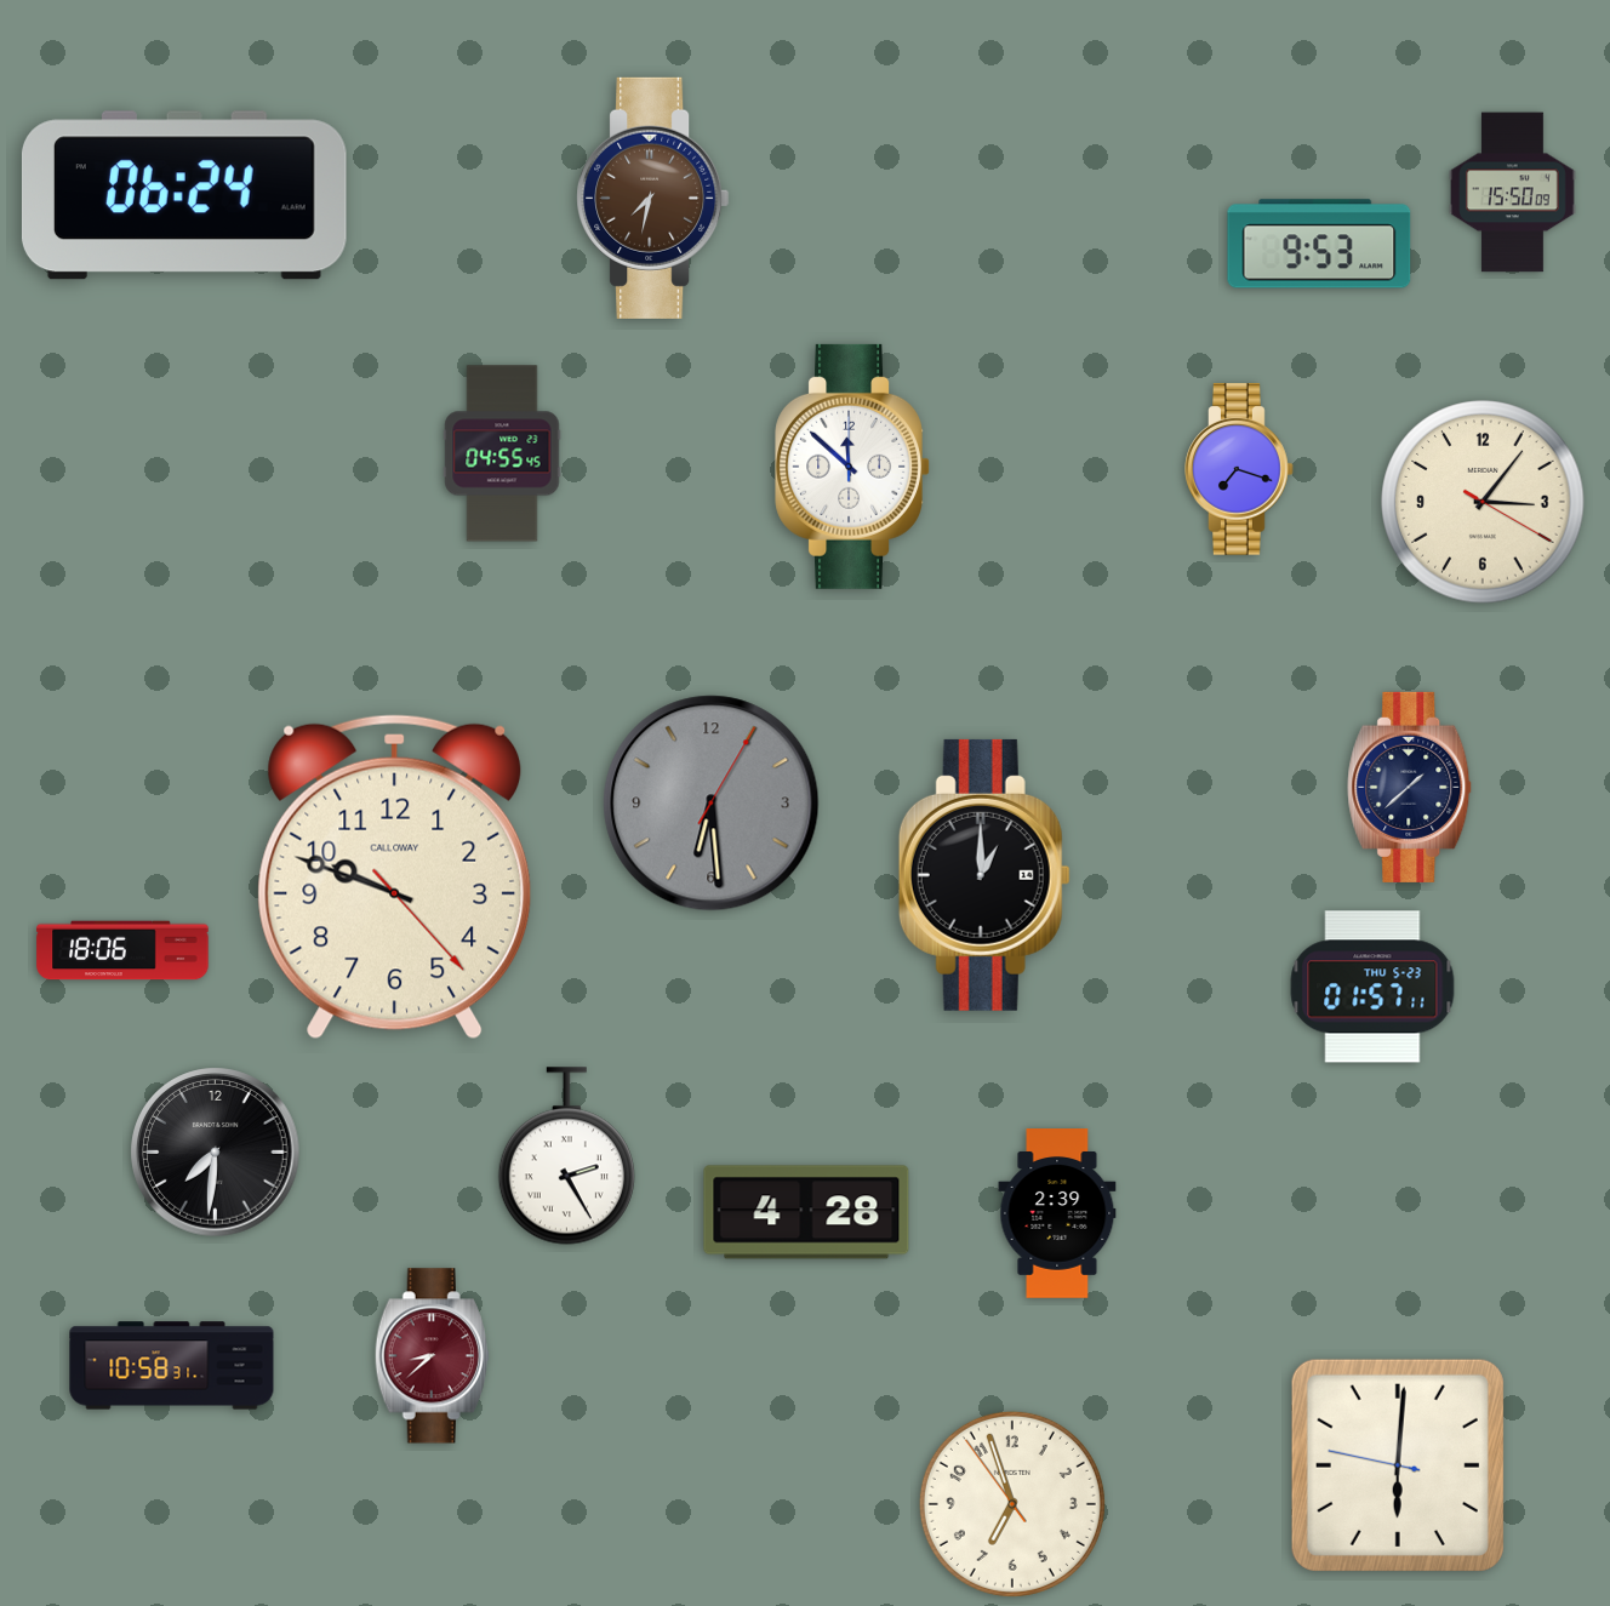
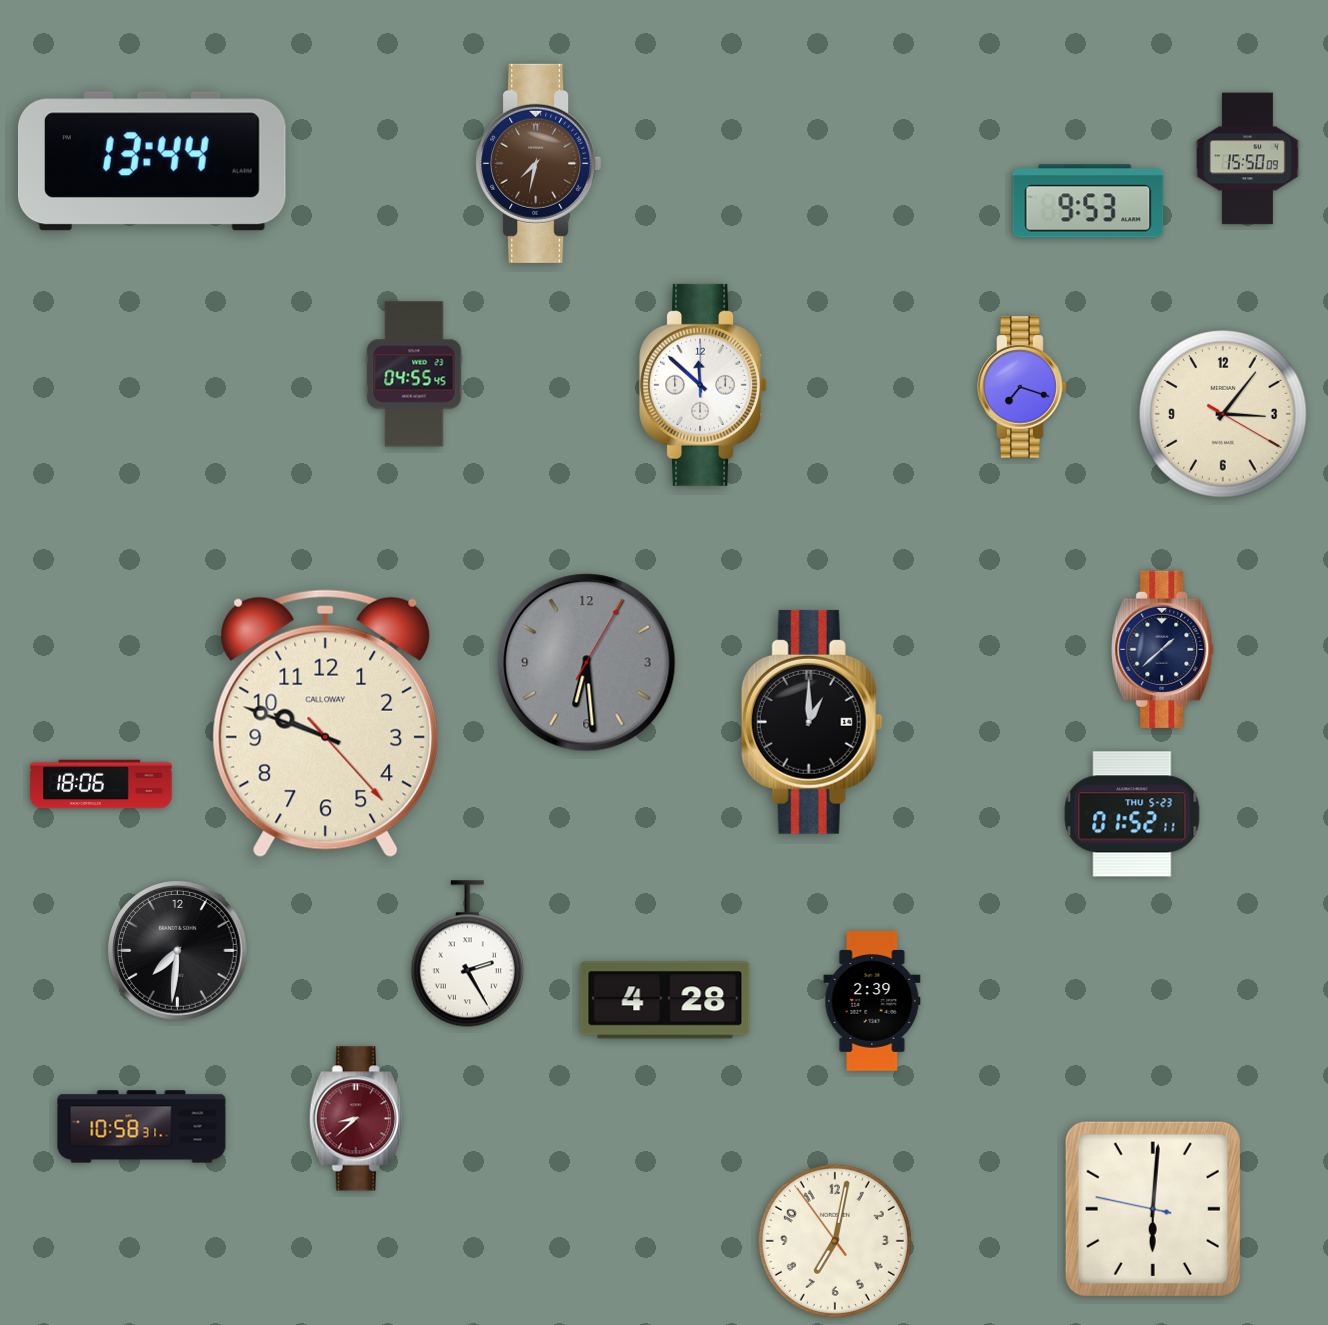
clock at (184, 195): 06:24 -> 13:44
clock at (1372, 987): 01:57 -> 01:52
clock at (1012, 1504): 6:56 -> 7:01
